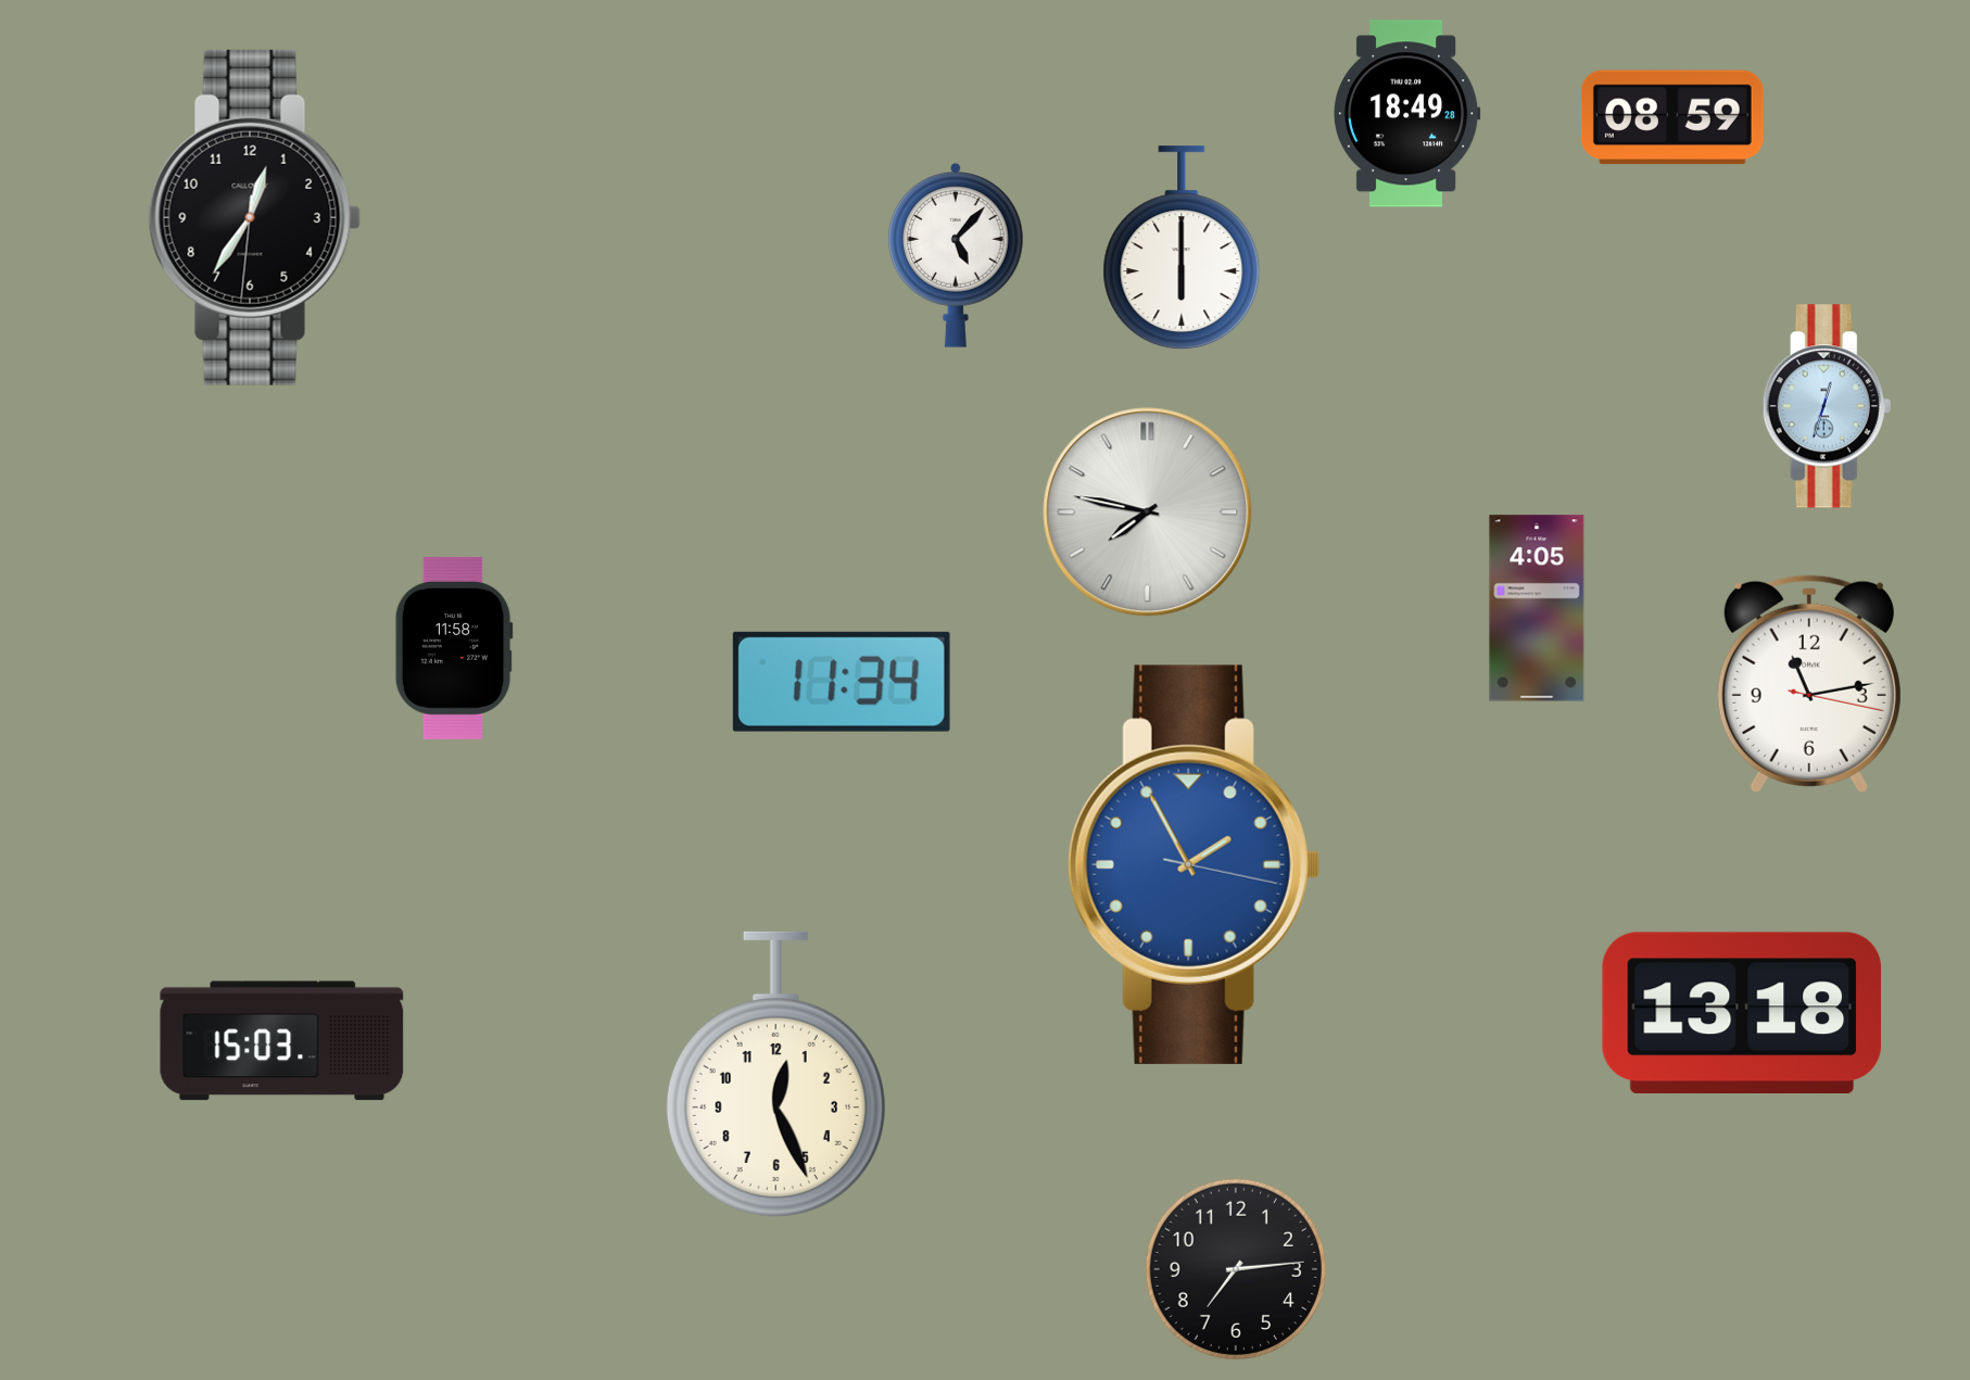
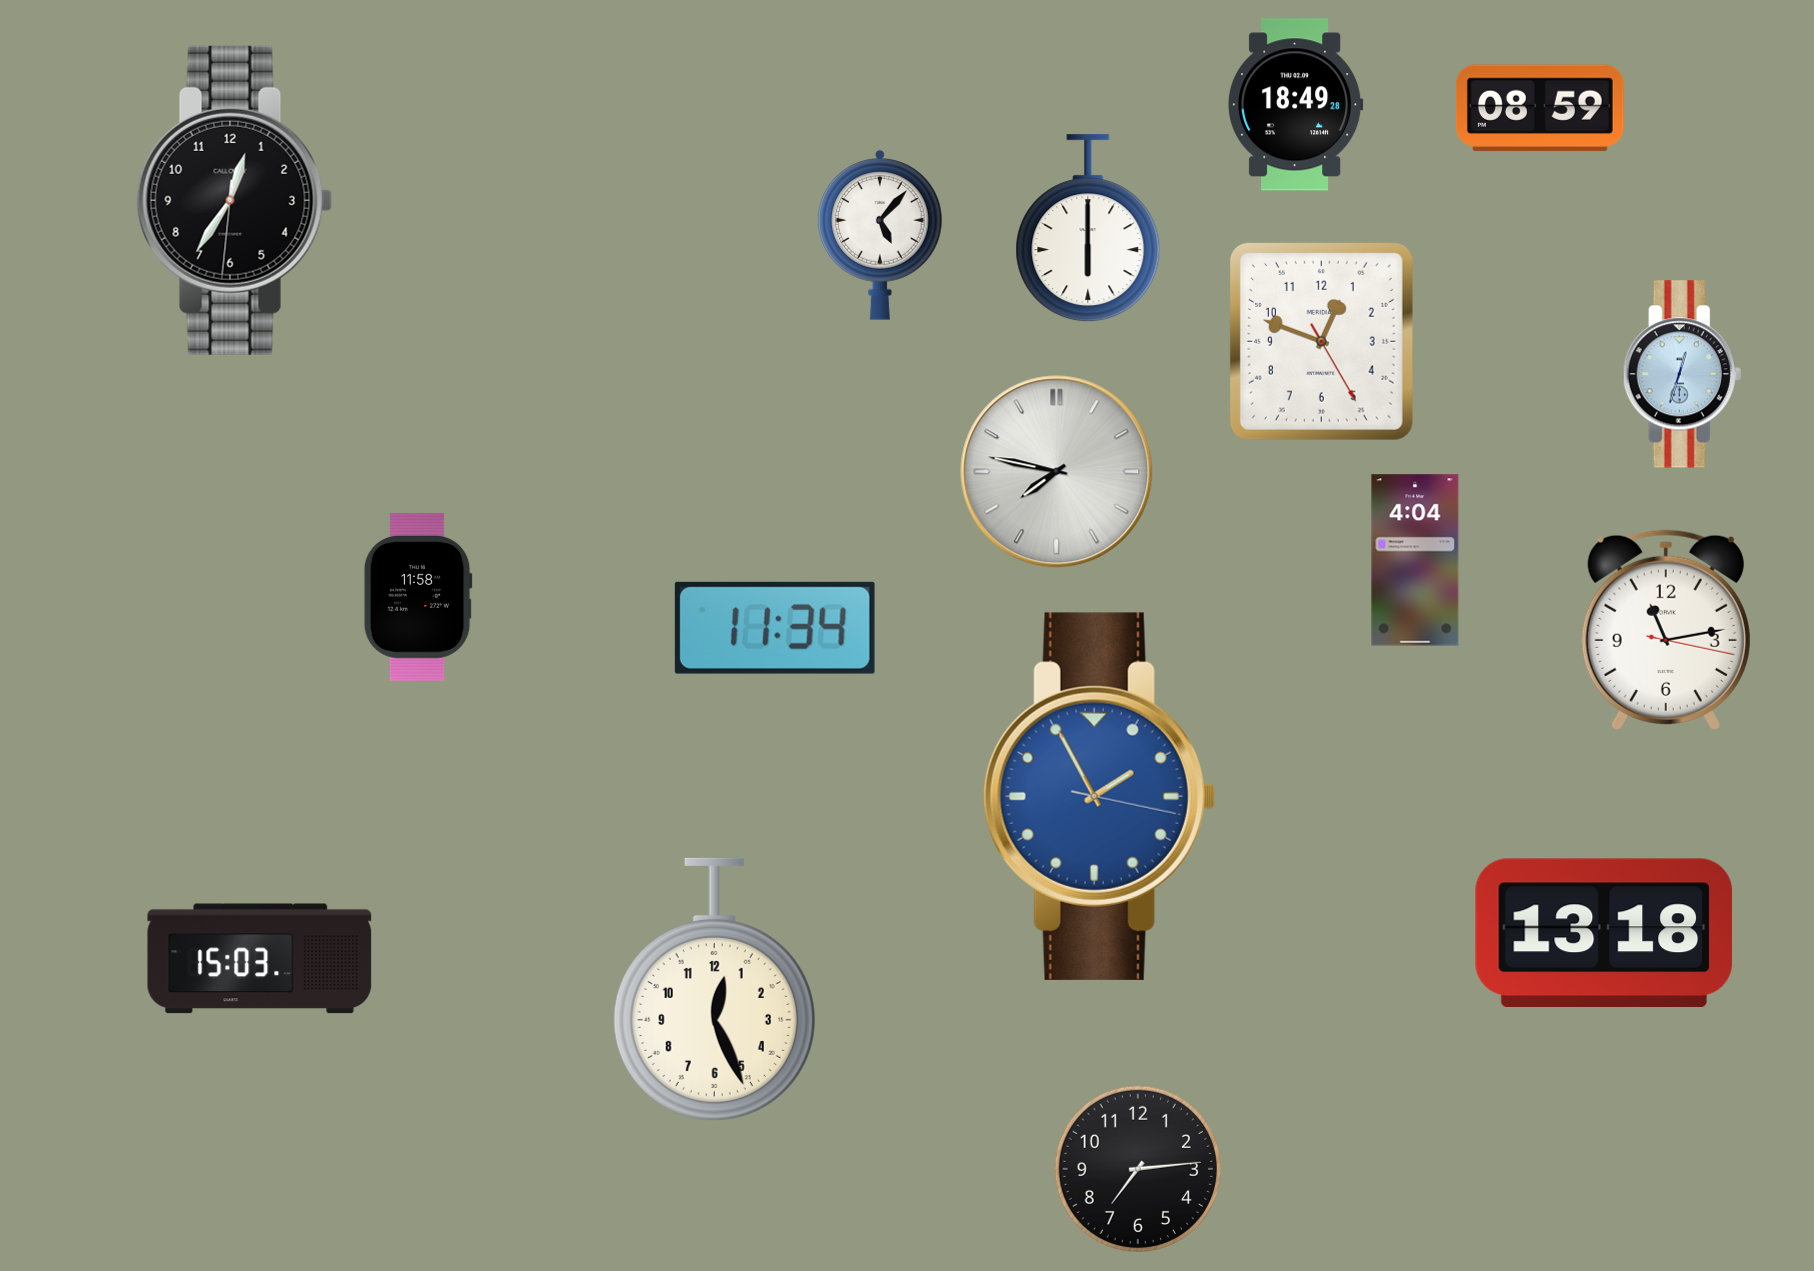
clock at (1321, 341): none -> 12:48
clock at (1537, 608): 4:05 -> 4:04
